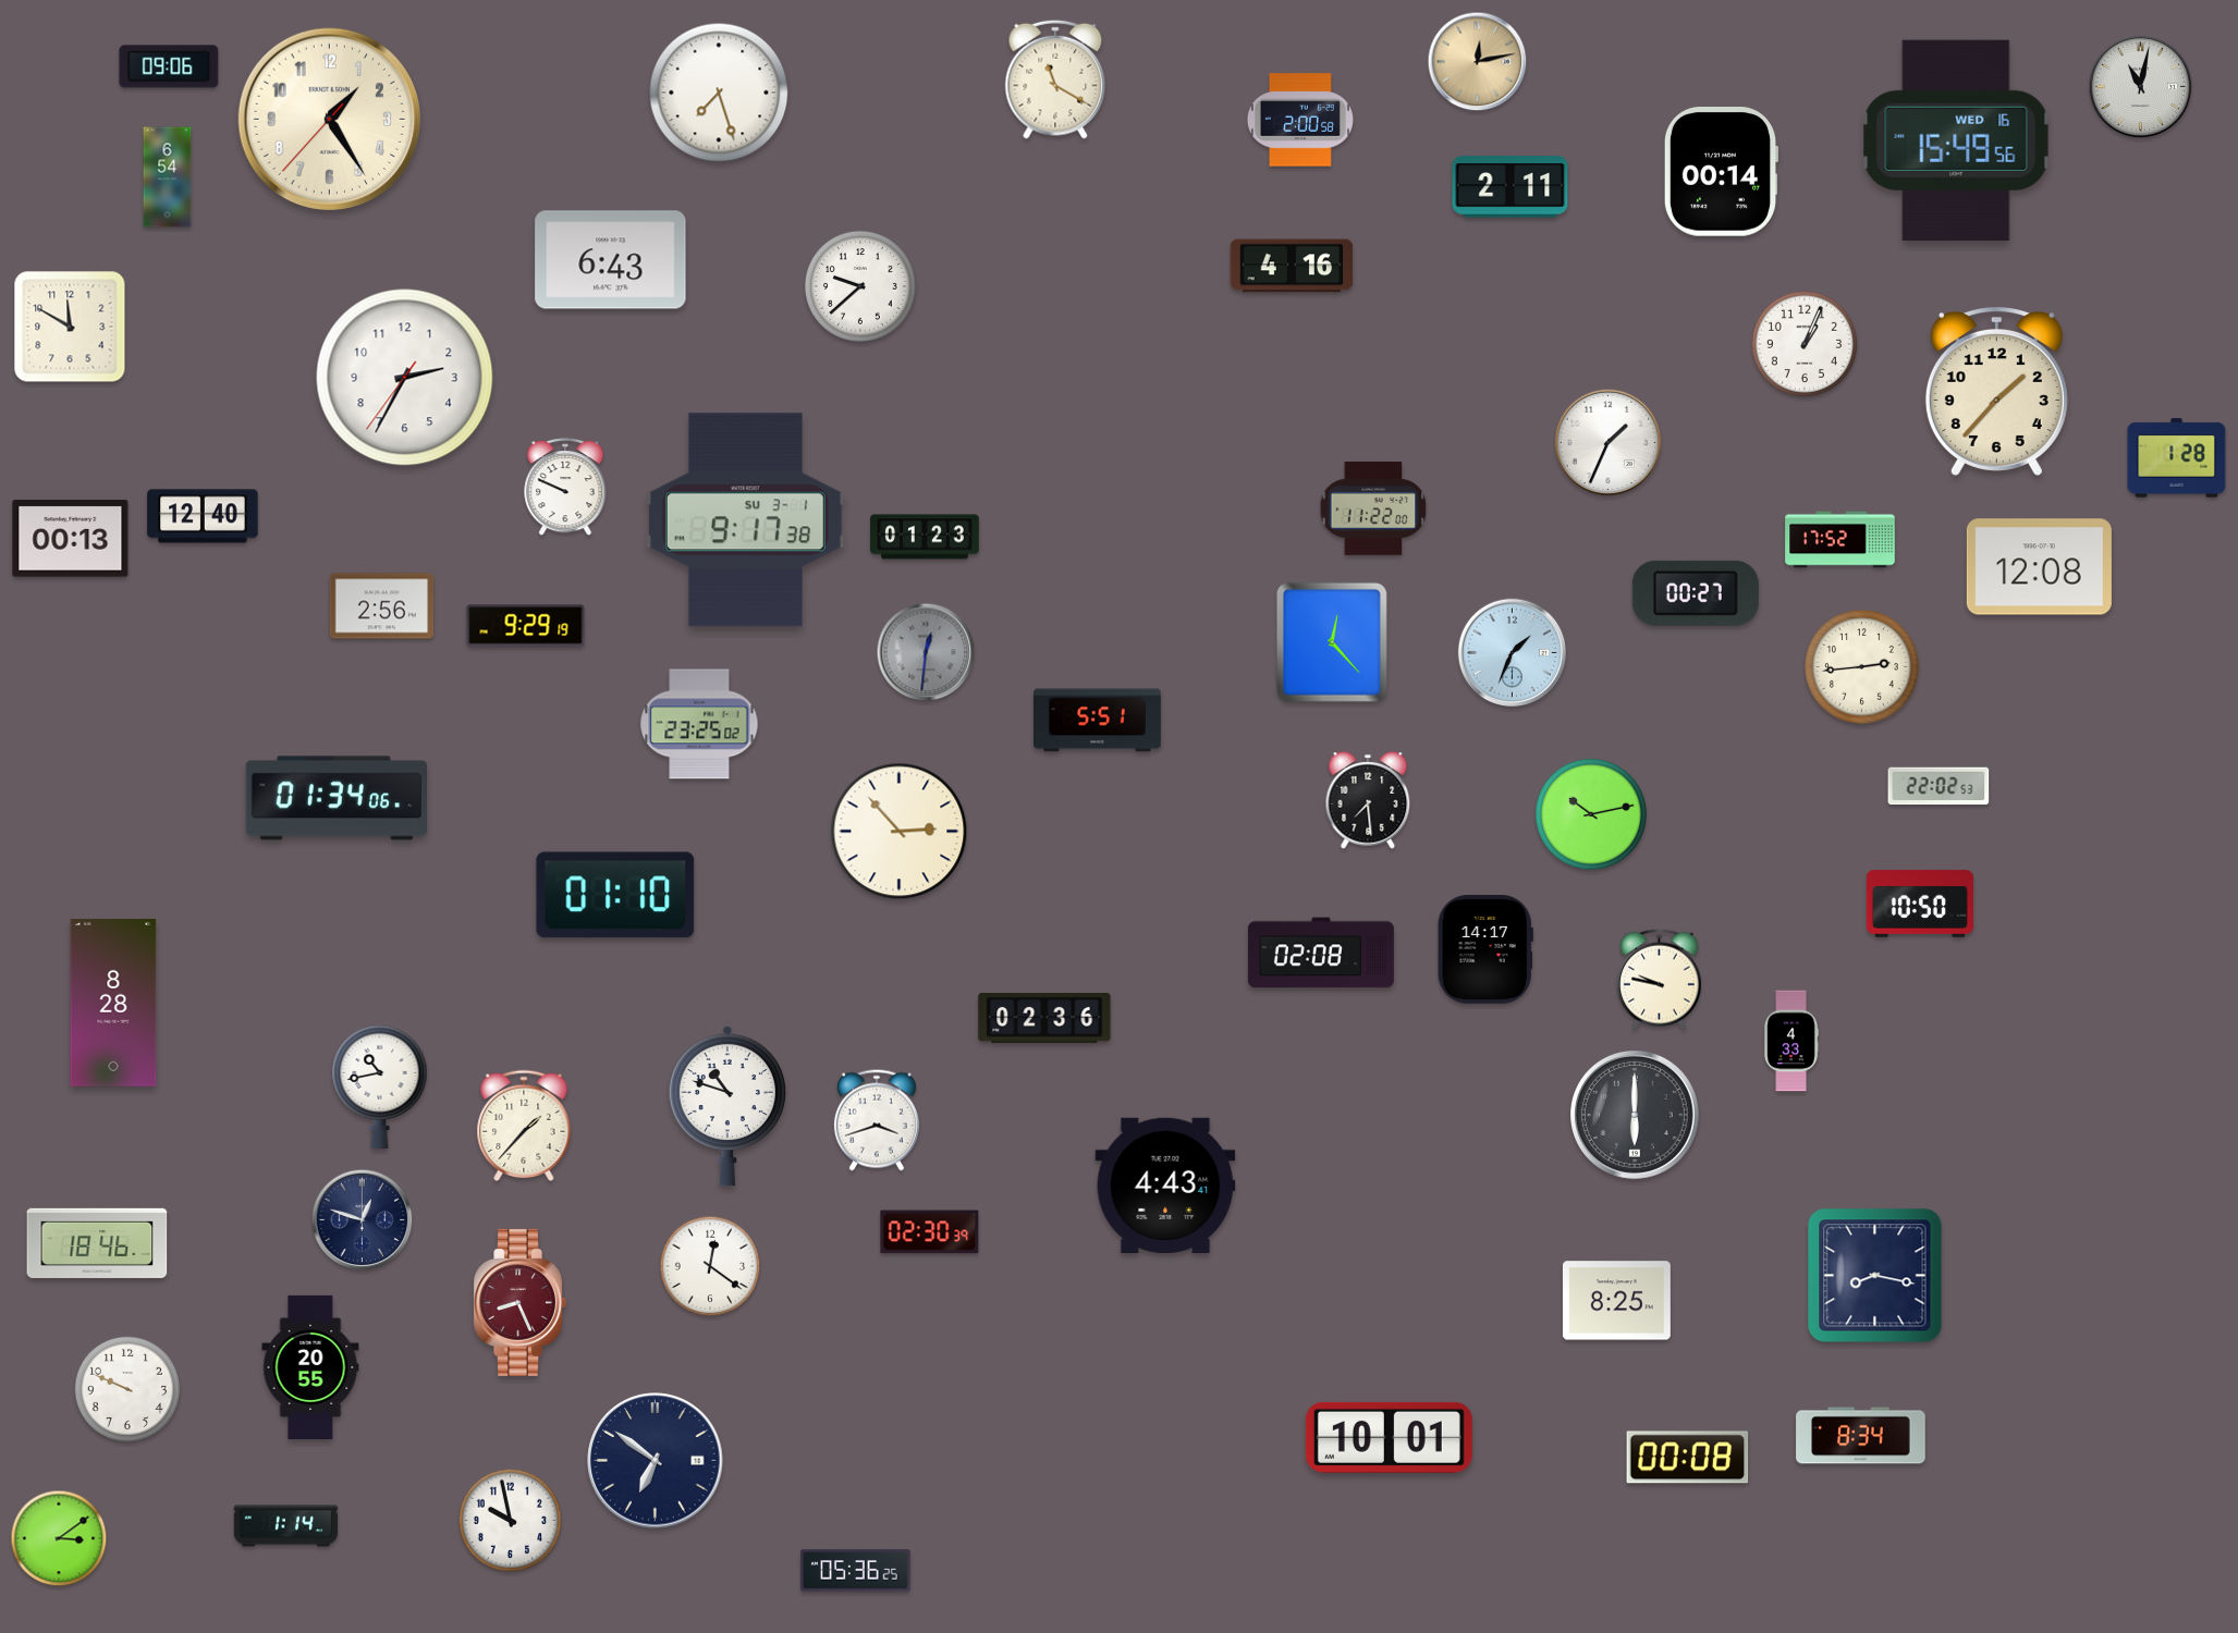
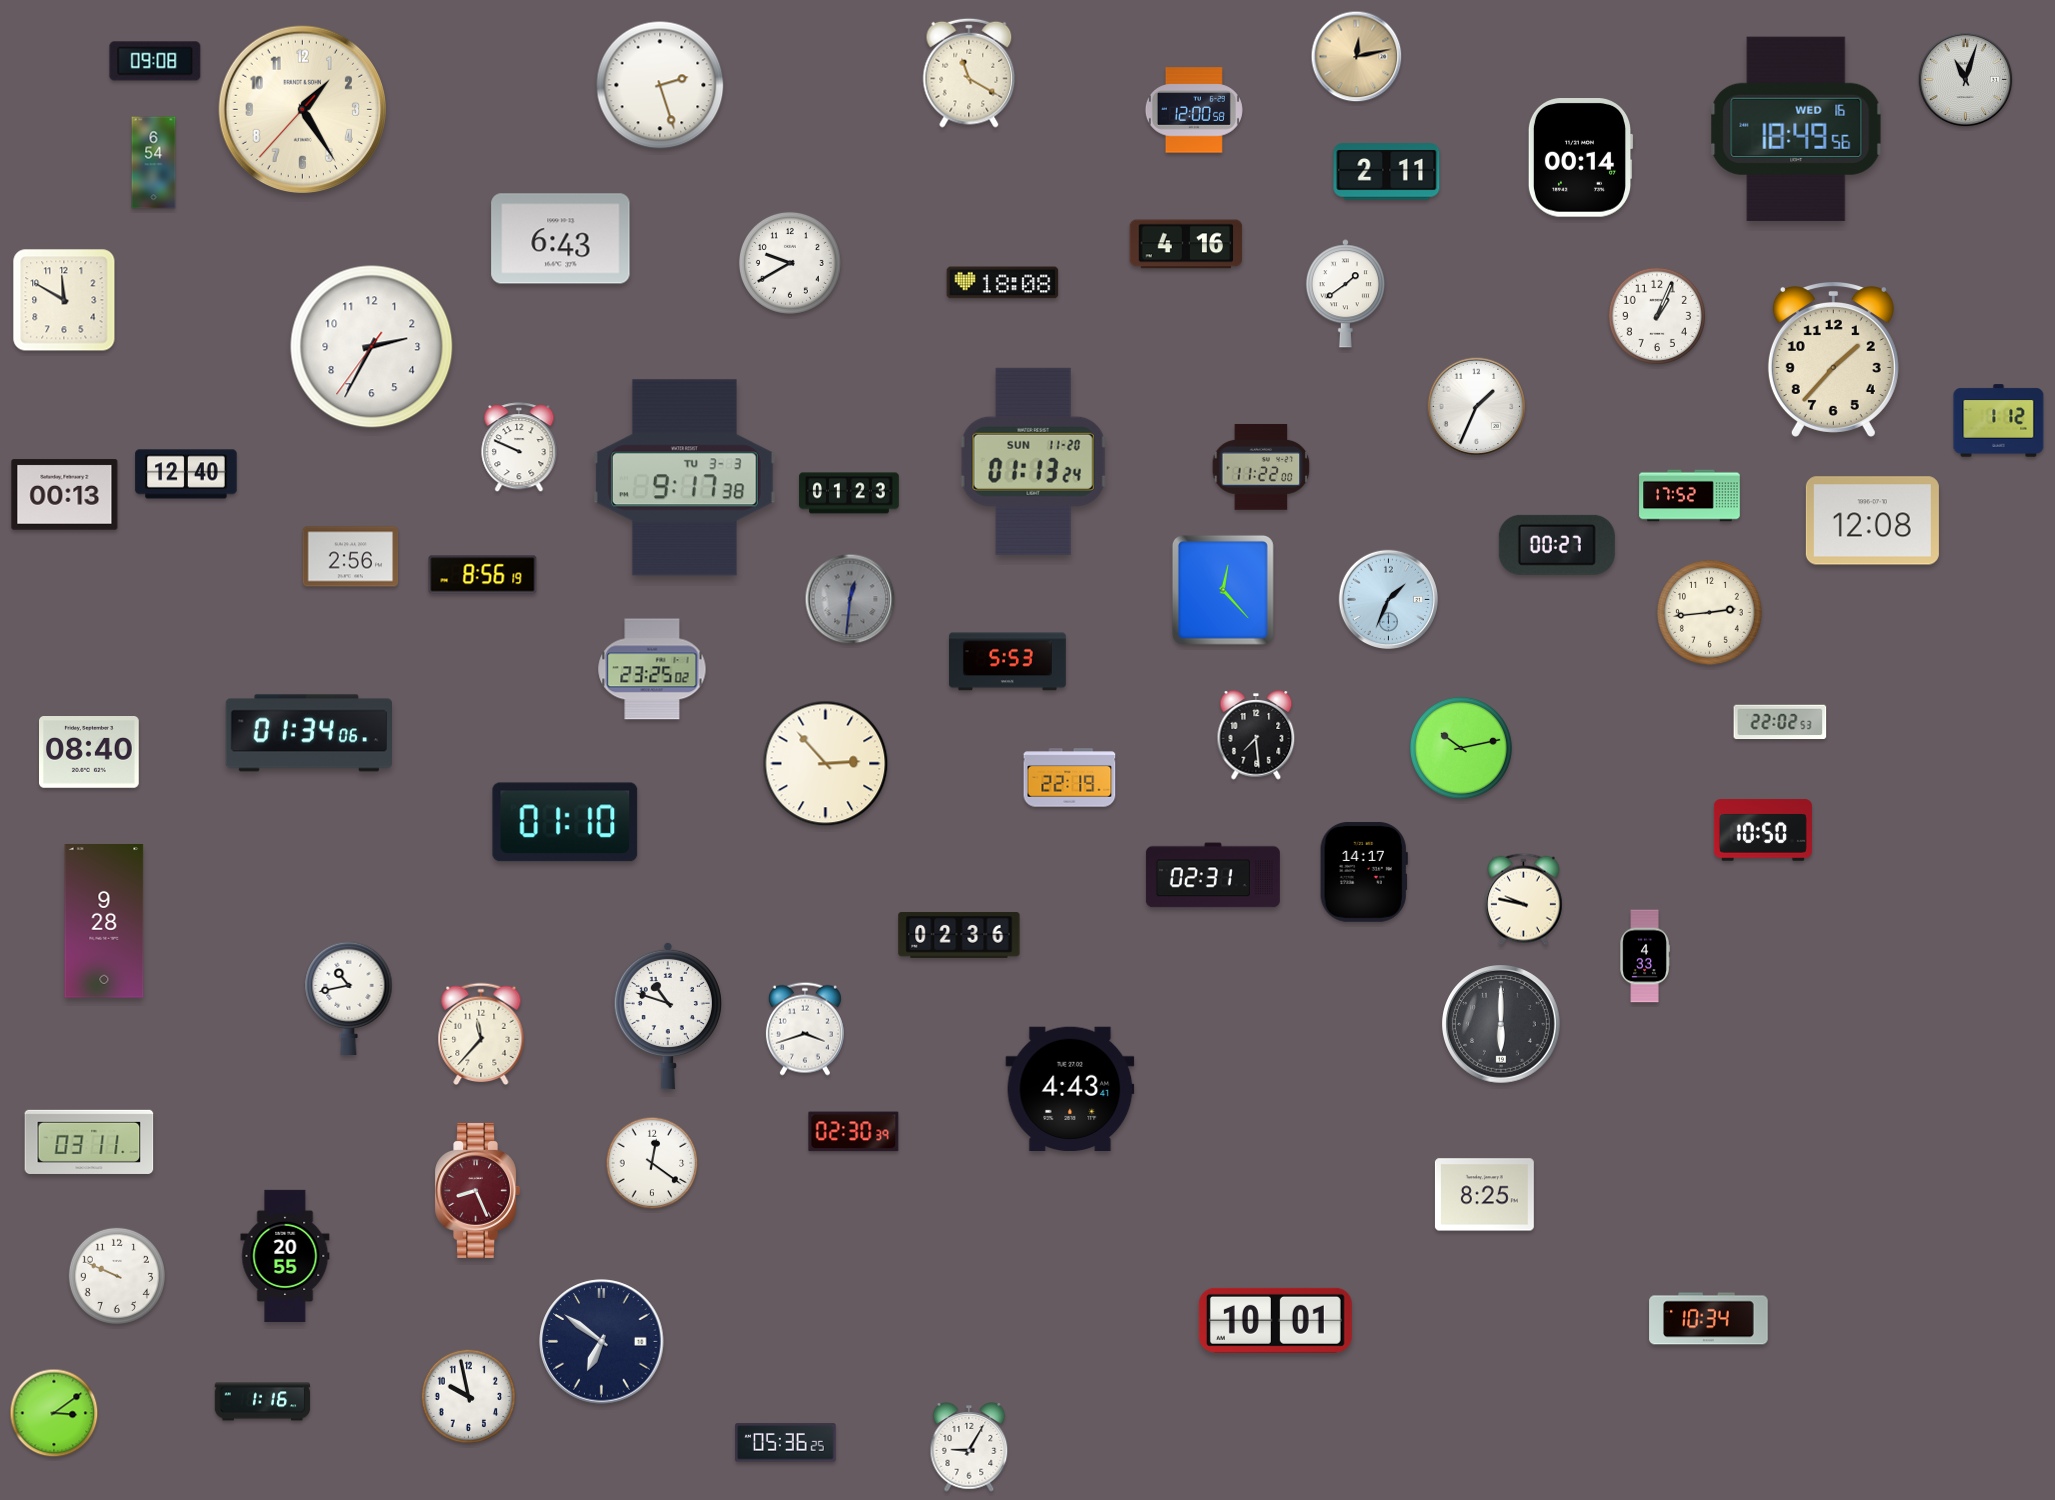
clock at (169, 66): 09:06 -> 09:08
clock at (2141, 87): 11:02 -> 11:03
clock at (719, 93): 7:27 -> 2:27
clock at (1300, 120): 2:00 -> 12:00
clock at (1956, 140): 15:49 -> 18:49
clock at (860, 286): 9:38 -> 9:40
clock at (1003, 283): none -> 18:08
clock at (1345, 294): none -> 1:39
clock at (2177, 458): 1:28 -> 1:12
clock at (1033, 461): none -> 01:13
clock at (745, 520) date: SU 3-1 -> TU 3-3
clock at (526, 626): 9:29 -> 8:56
clock at (1097, 721): 5:51 -> 5:53
clock at (699, 724) position: (699, 724) -> (652, 669)
clock at (90, 753): none -> 08:40
clock at (1070, 778): none -> 22:19
clock at (1321, 953): 02:08 -> 02:31
clock at (113, 1004): 8:28 -> 9:28
clock at (524, 1125): 1:37 -> 11:37
clock at (363, 1220): 12:48 -> none
clock at (97, 1243): 18:46 -> 03:11
clock at (1875, 1276): 8:17 -> none
clock at (519, 1302) position: (519, 1302) -> (477, 1190)
clock at (1861, 1436): 8:34 -> 10:34
clock at (1688, 1458): 00:08 -> none
clock at (286, 1526): 1:14 -> 1:16
clock at (969, 1447): none -> 9:05
